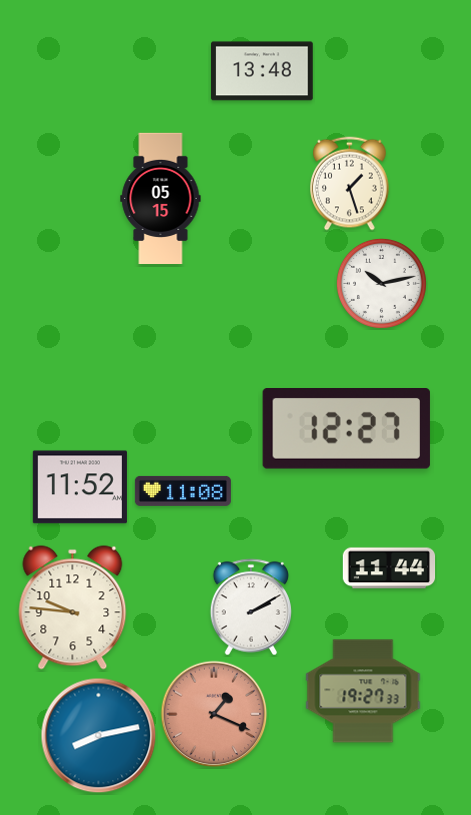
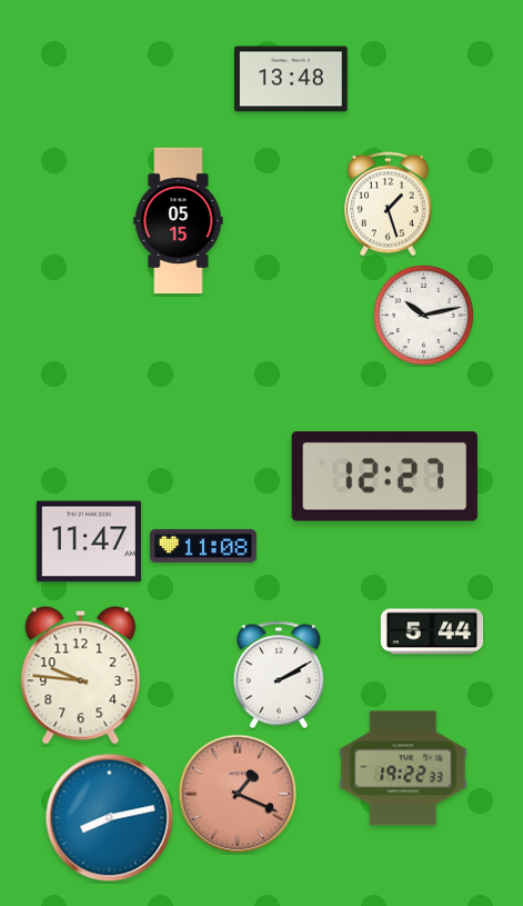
clock at (80, 487): 11:52 -> 11:47
clock at (389, 568): 11:44 -> 5:44
clock at (363, 691): 19:27 -> 19:22
